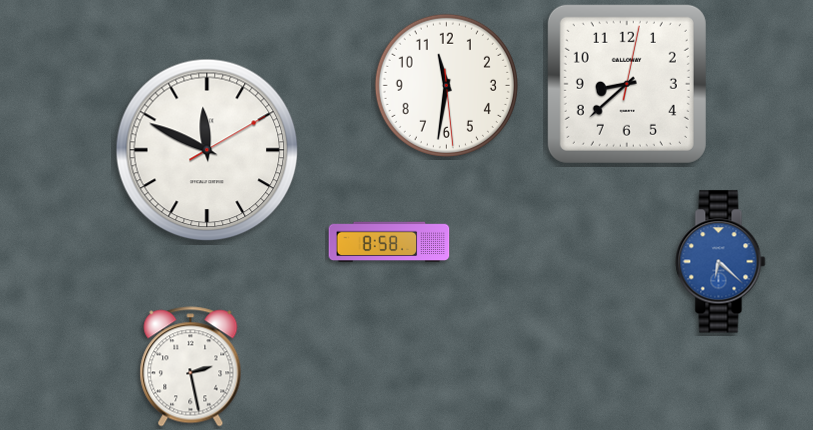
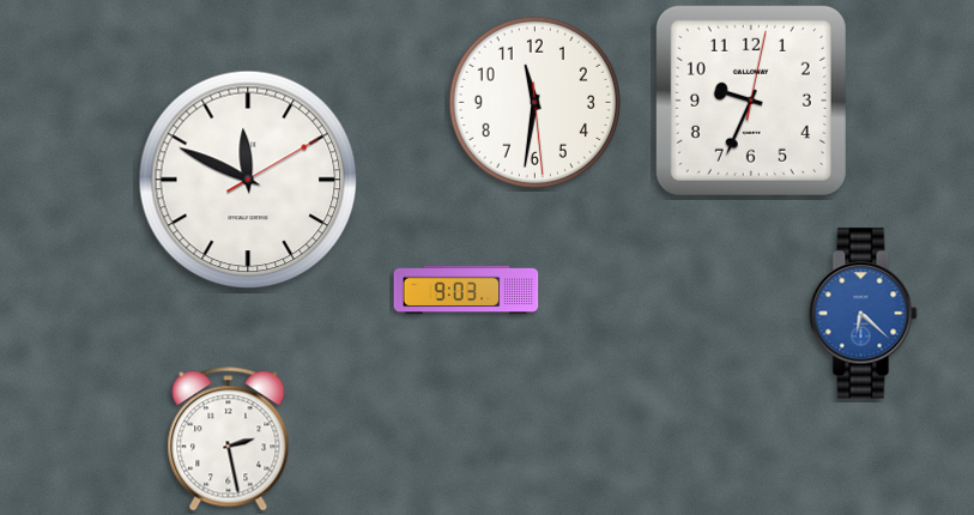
clock at (627, 84): 8:38 -> 9:34
clock at (389, 242): 8:58 -> 9:03
